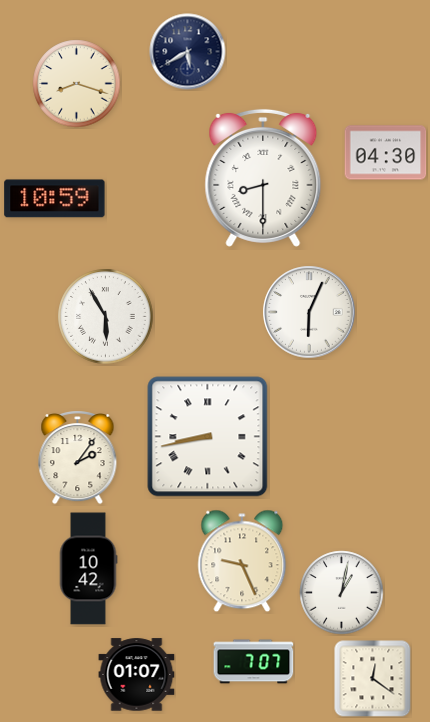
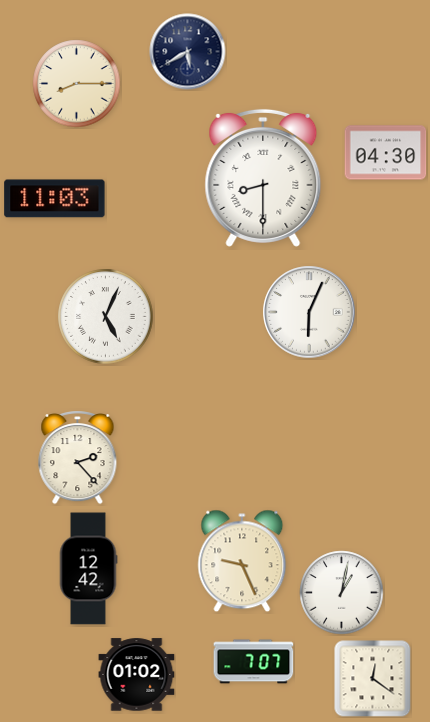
clock at (77, 84): 8:18 -> 8:15
clock at (55, 199): 10:59 -> 11:03
clock at (106, 317): 5:55 -> 5:04
clock at (208, 437): 8:43 -> none
clock at (78, 457): 2:06 -> 2:23
clock at (88, 569): 10:42 -> 12:42
clock at (137, 675): 01:07 -> 01:02
